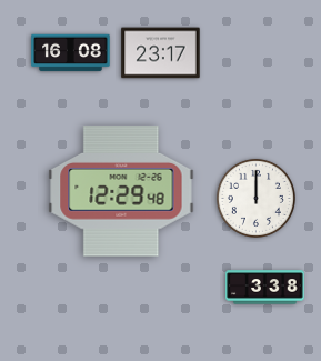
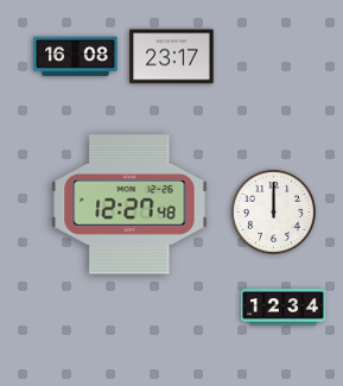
clock at (121, 191): 12:29 -> 12:27
clock at (265, 288): 3:38 -> 12:34
